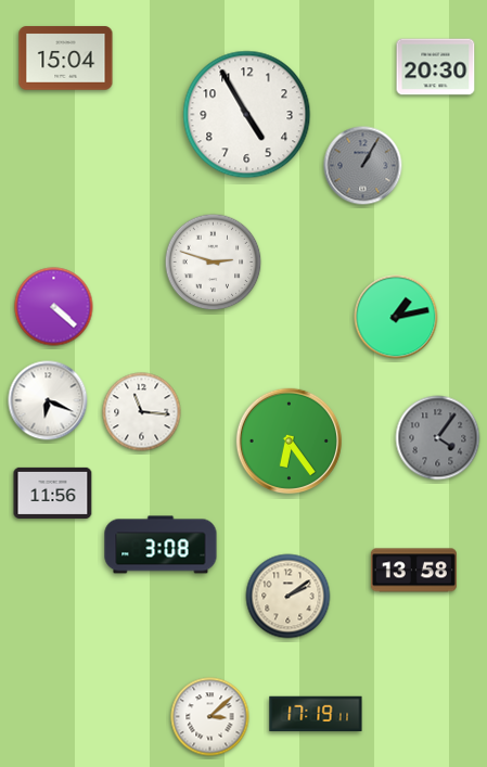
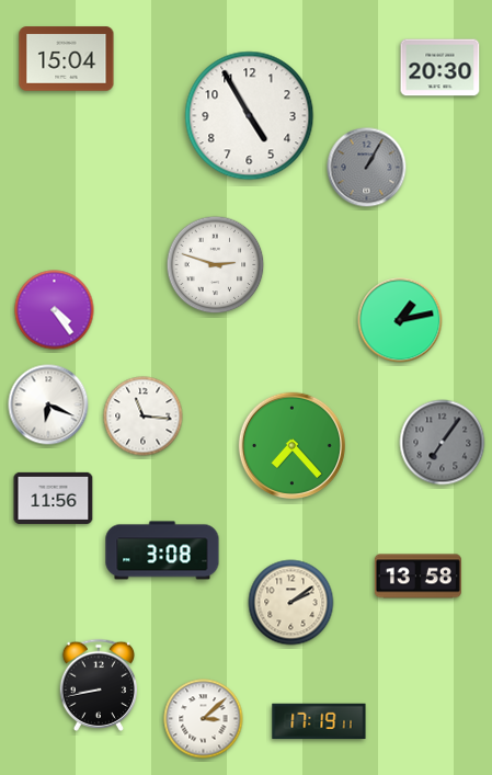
clock at (54, 307): 4:22 -> 4:24
clock at (438, 438): 4:06 -> 7:06
clock at (289, 440): 6:24 -> 7:23
clock at (98, 685): none -> 8:43
clock at (210, 717) position: (210, 717) -> (204, 719)
